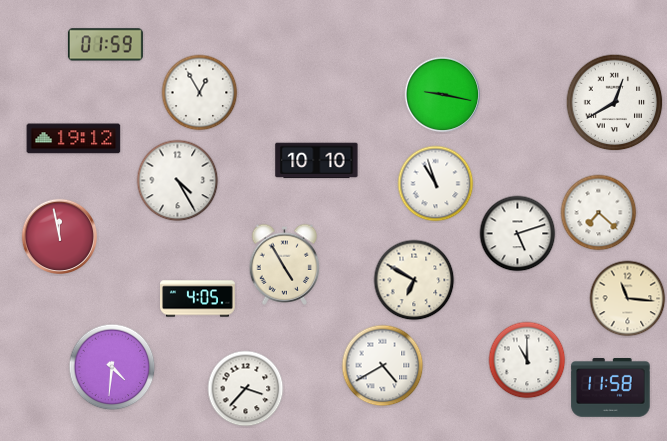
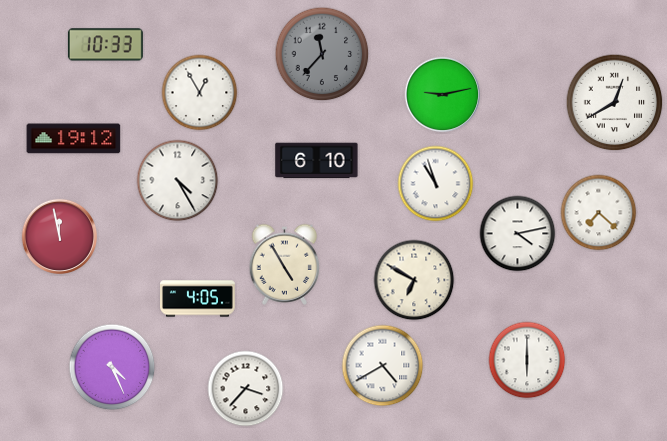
clock at (105, 45): 01:59 -> 10:33
clock at (322, 54): none -> 11:37
clock at (443, 95): 9:17 -> 9:13
clock at (317, 161): 10:10 -> 6:10
clock at (518, 234): 5:12 -> 4:13
clock at (628, 299): 11:16 -> none
clock at (527, 360): 11:00 -> 6:00
clock at (112, 367): 4:31 -> 4:26
clock at (611, 388): 11:58 -> none
